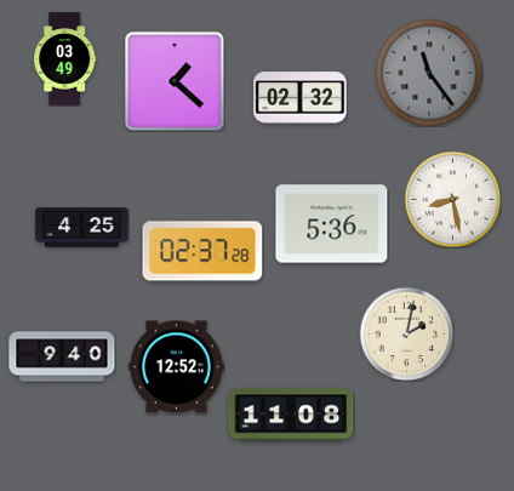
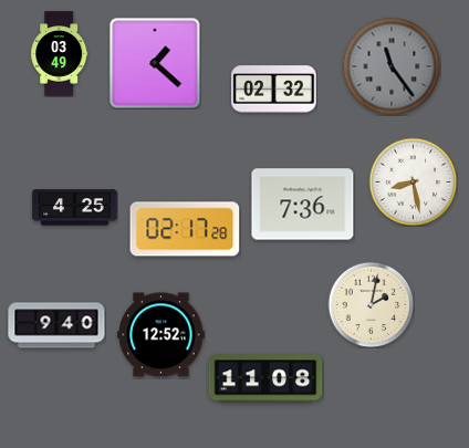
clock at (175, 81) position: (175, 81) -> (155, 63)
clock at (332, 224): 5:36 -> 7:36
clock at (202, 251): 02:37 -> 02:17
